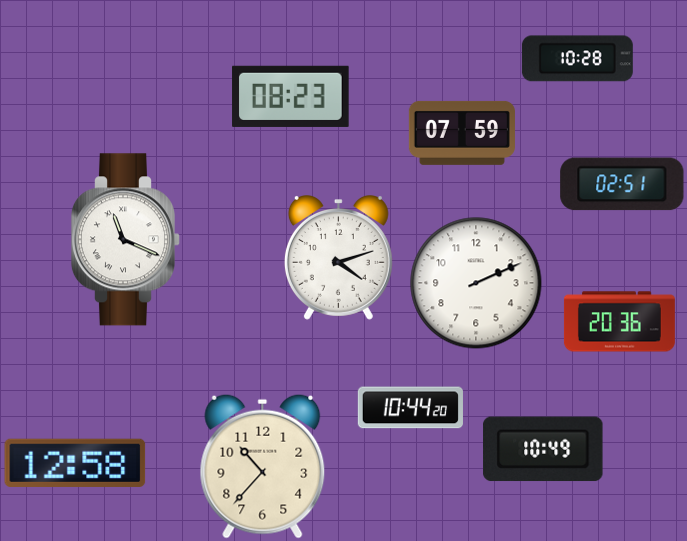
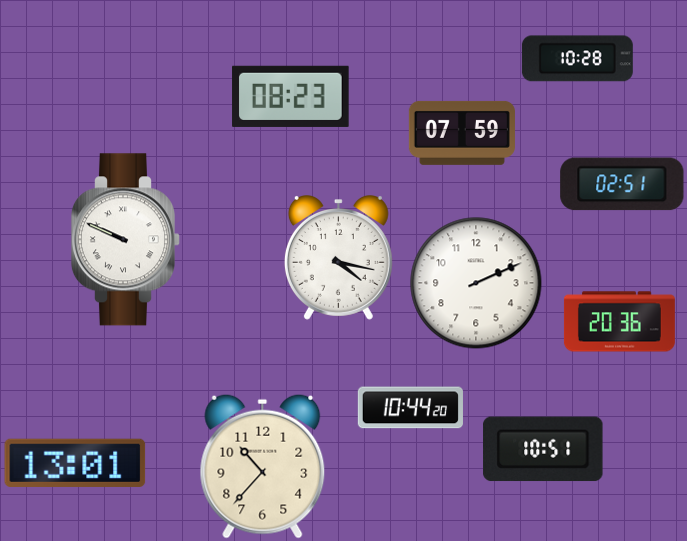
clock at (125, 240): 11:19 -> 9:49
clock at (338, 258): 4:12 -> 4:17
clock at (543, 449): 10:49 -> 10:51
clock at (75, 463): 12:58 -> 13:01
